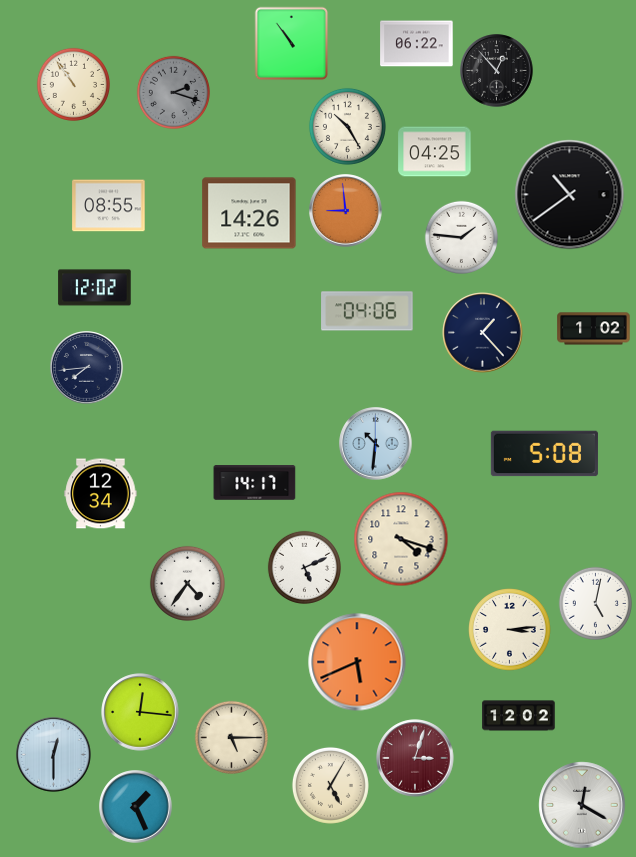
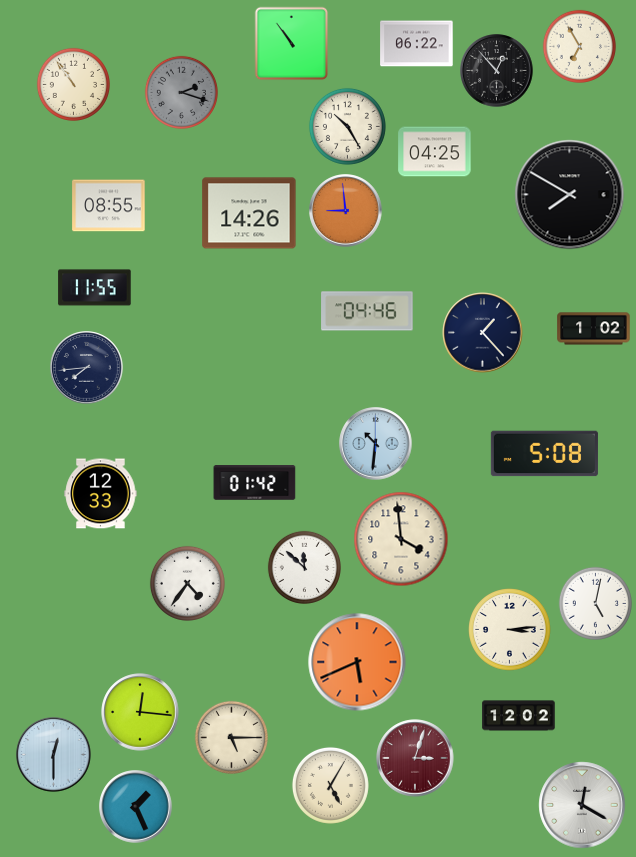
clock at (579, 46): none -> 6:55
clock at (173, 92) position: (173, 92) -> (181, 92)
clock at (570, 195): 10:39 -> 7:50
clock at (461, 237): 1:46 -> none
clock at (95, 288): 12:02 -> 11:55
clock at (367, 311): 04:06 -> 04:46
clock at (255, 483): 14:17 -> 01:42
clock at (101, 494): 12:34 -> 12:33
clock at (401, 539): 4:18 -> 3:59
clock at (304, 567): 5:11 -> 11:52
